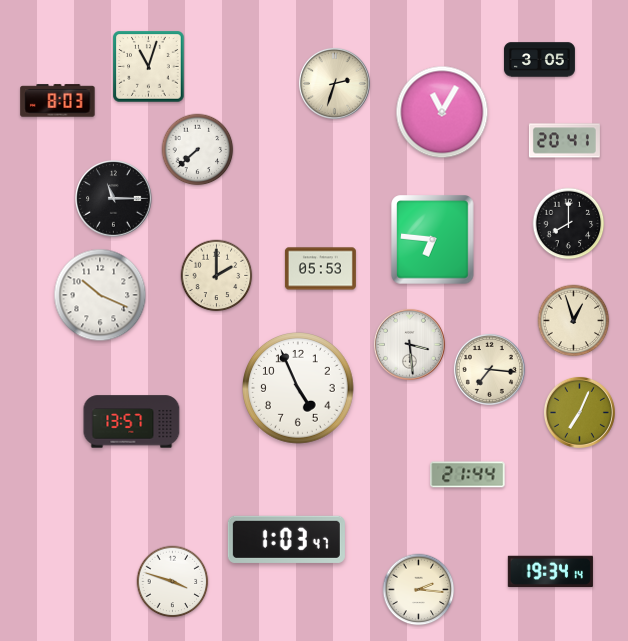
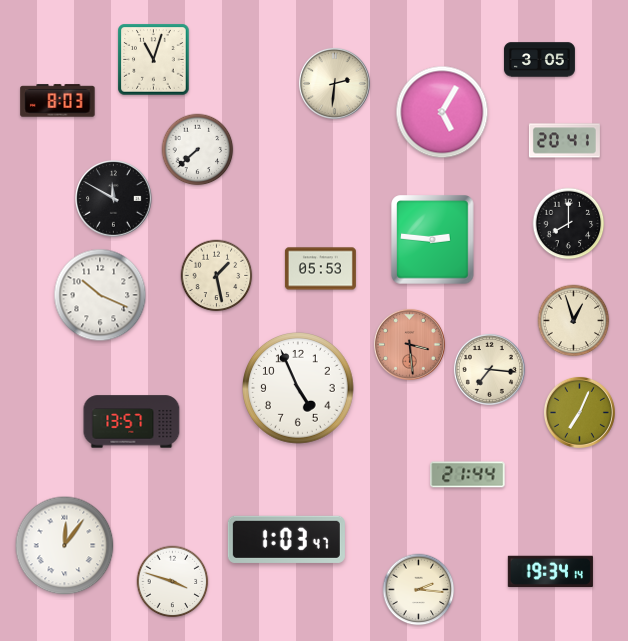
clock at (149, 67) position: (149, 67) -> (154, 60)
clock at (334, 83): 2:33 -> 2:31
clock at (442, 112): 11:05 -> 5:05
clock at (114, 199): 11:15 -> 11:50
clock at (433, 240): 6:46 -> 2:46
clock at (217, 276): 2:00 -> 1:28
clock at (409, 344) dial: white -> salmon
clock at (65, 546): none -> 12:06
